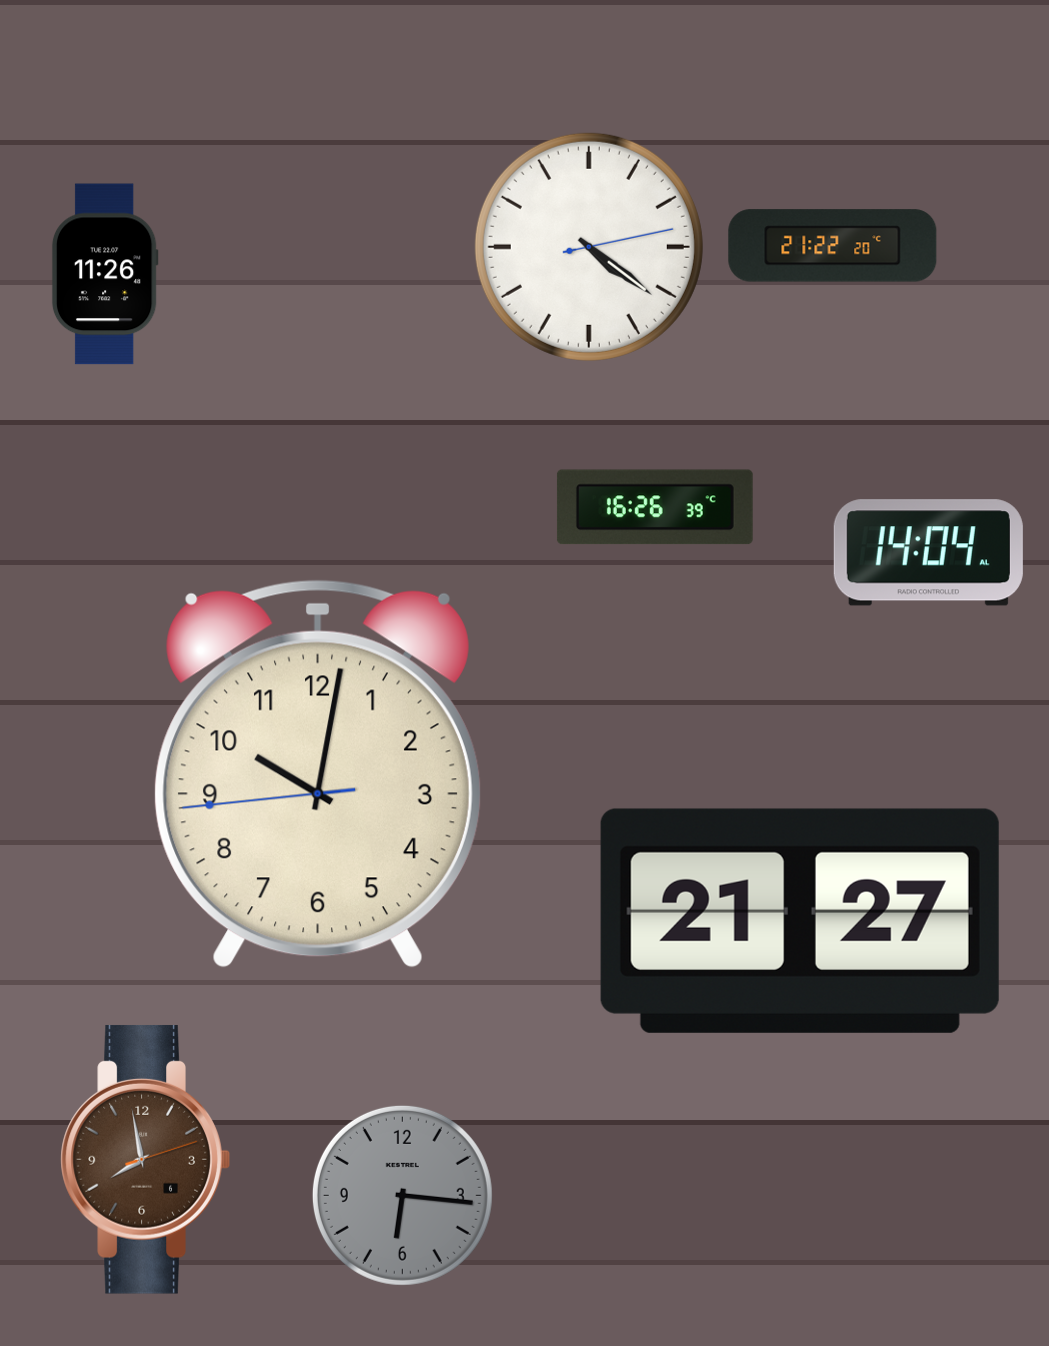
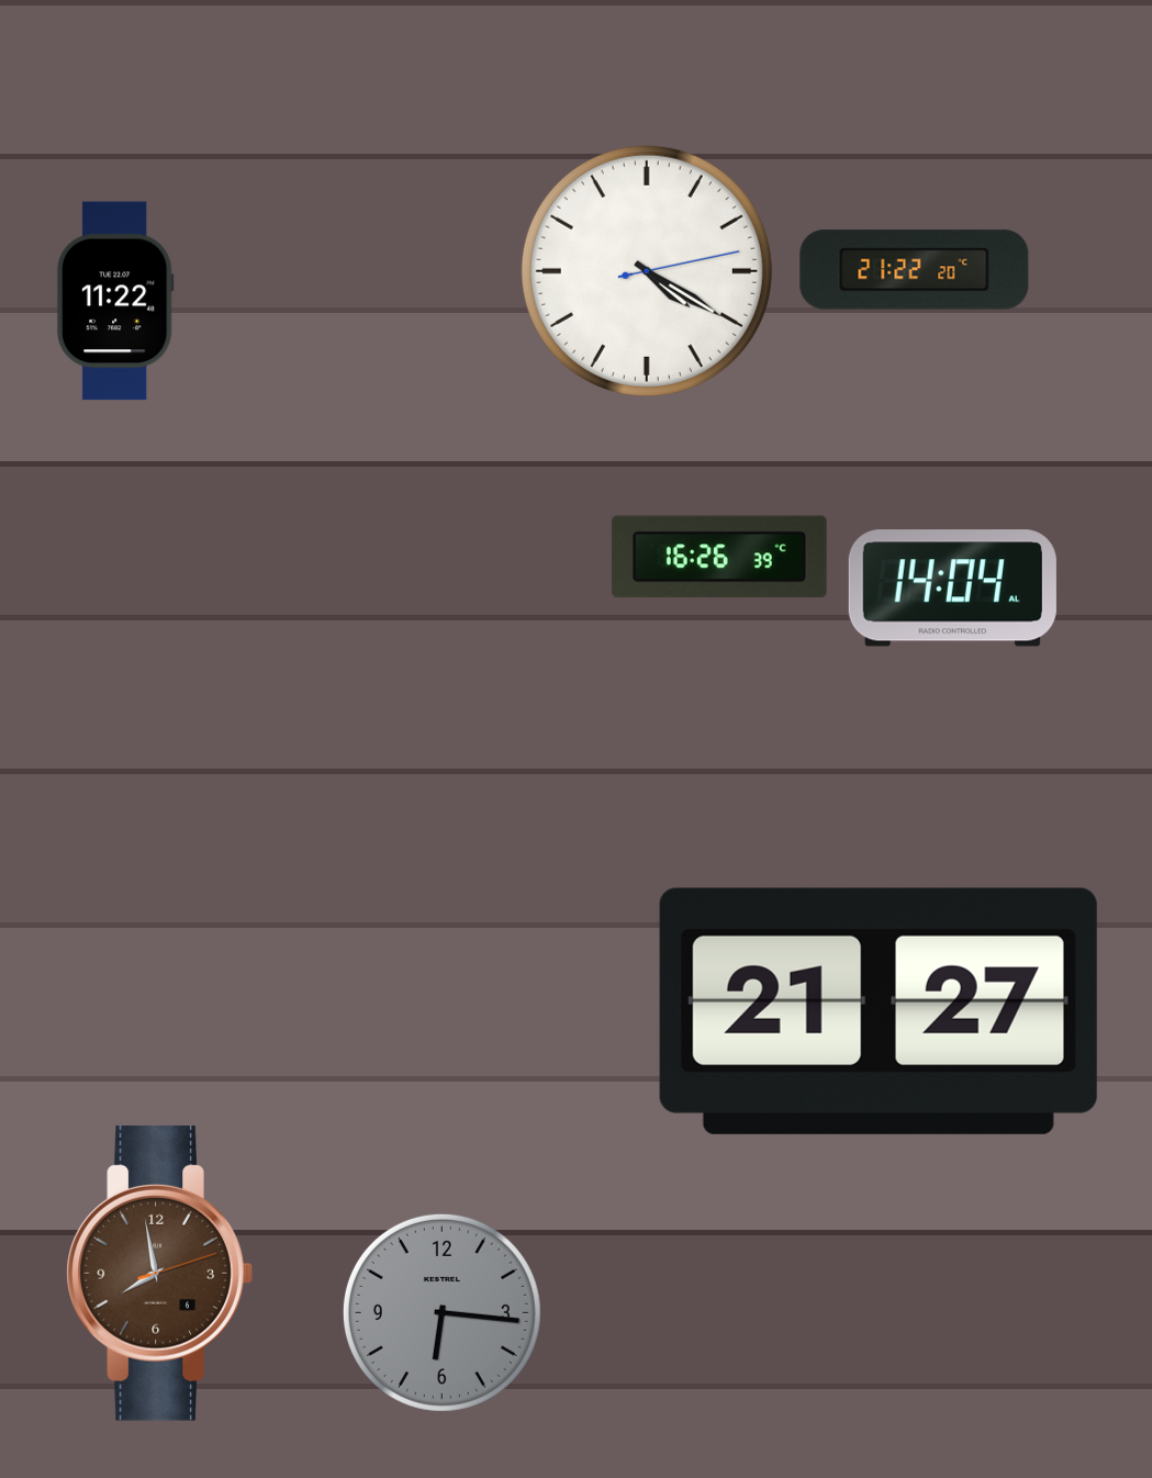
clock at (589, 247): 4:21 -> 4:20
clock at (105, 274): 11:26 -> 11:22
clock at (928, 553) position: (928, 553) -> (952, 589)
clock at (318, 774): 10:01 -> none
